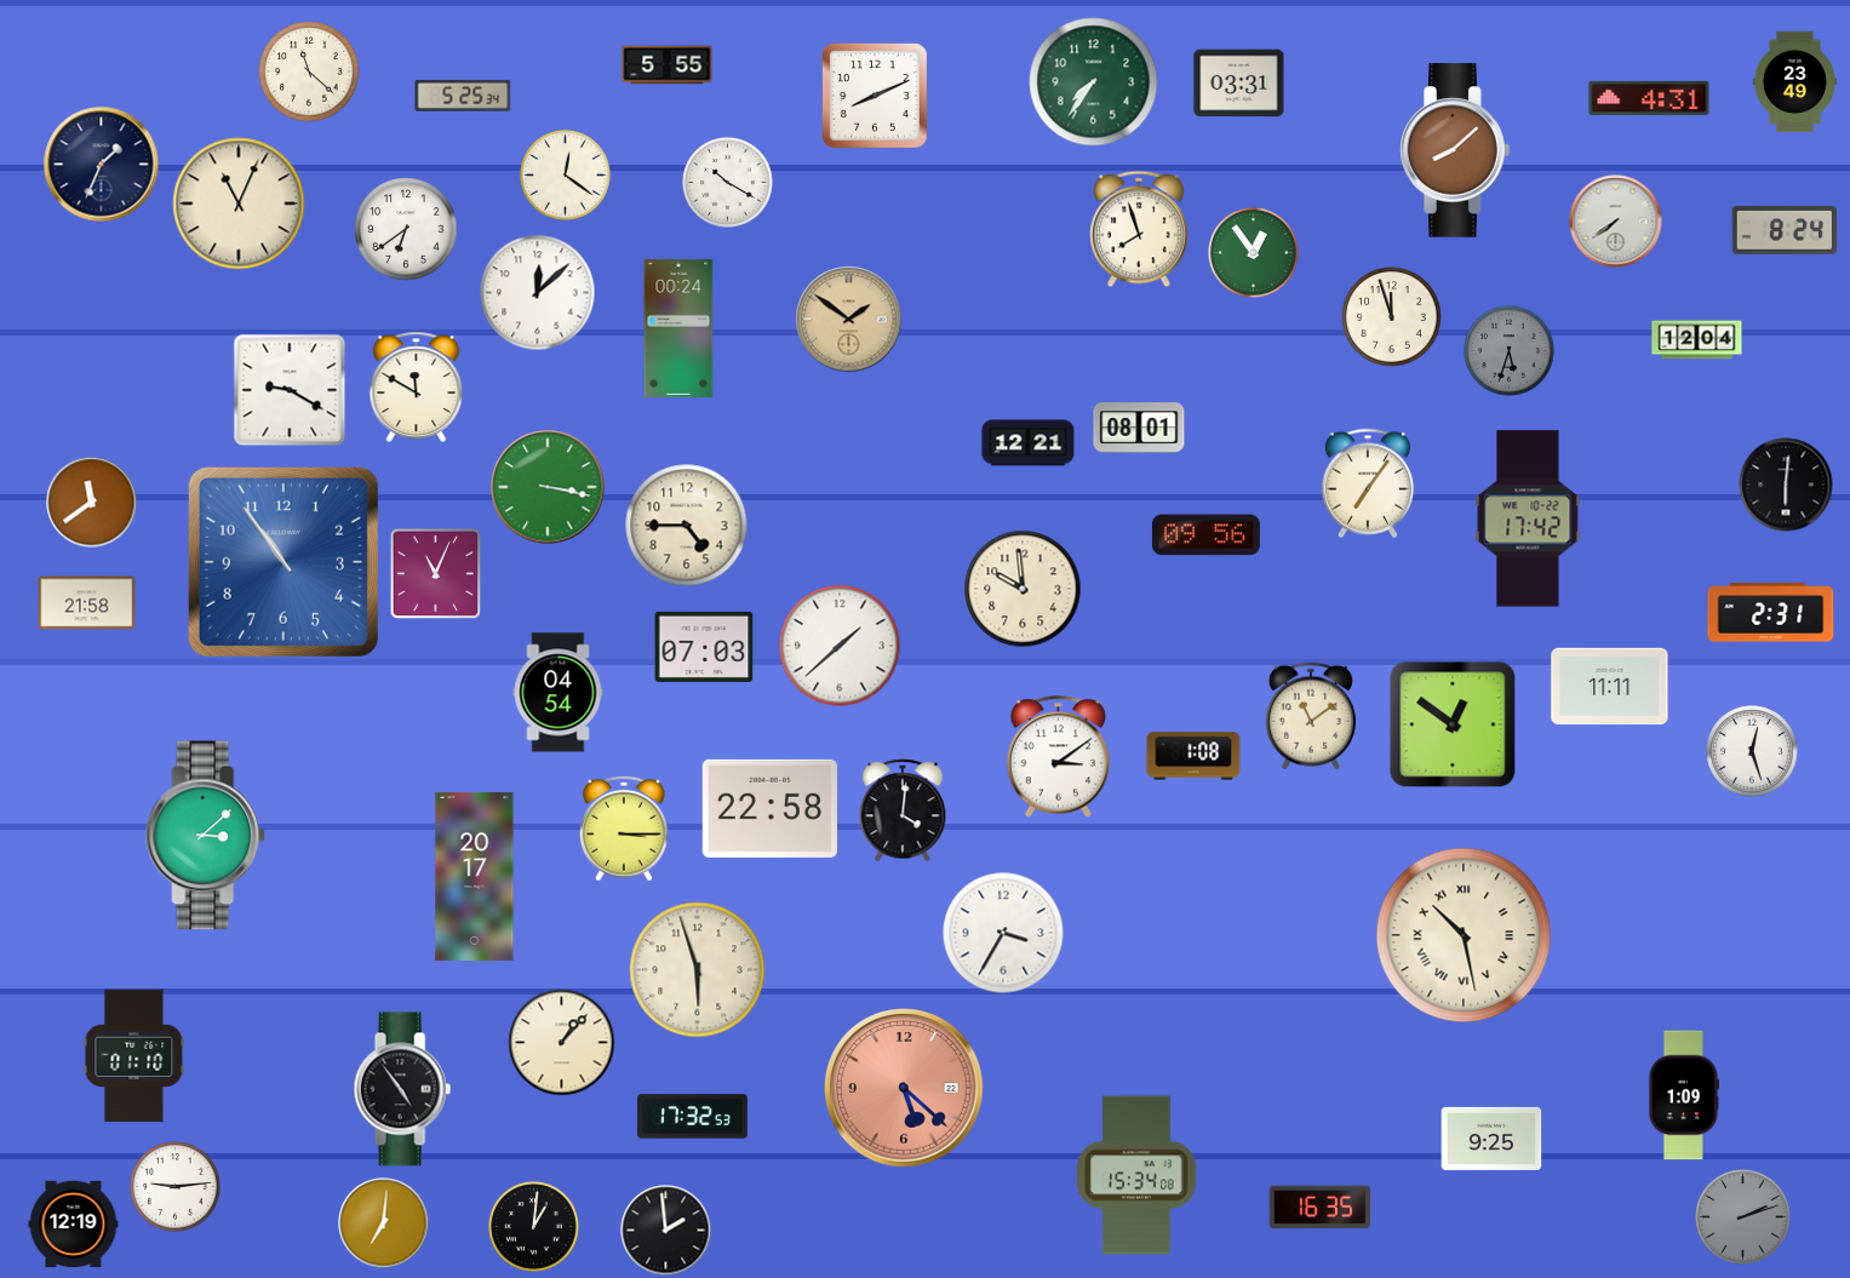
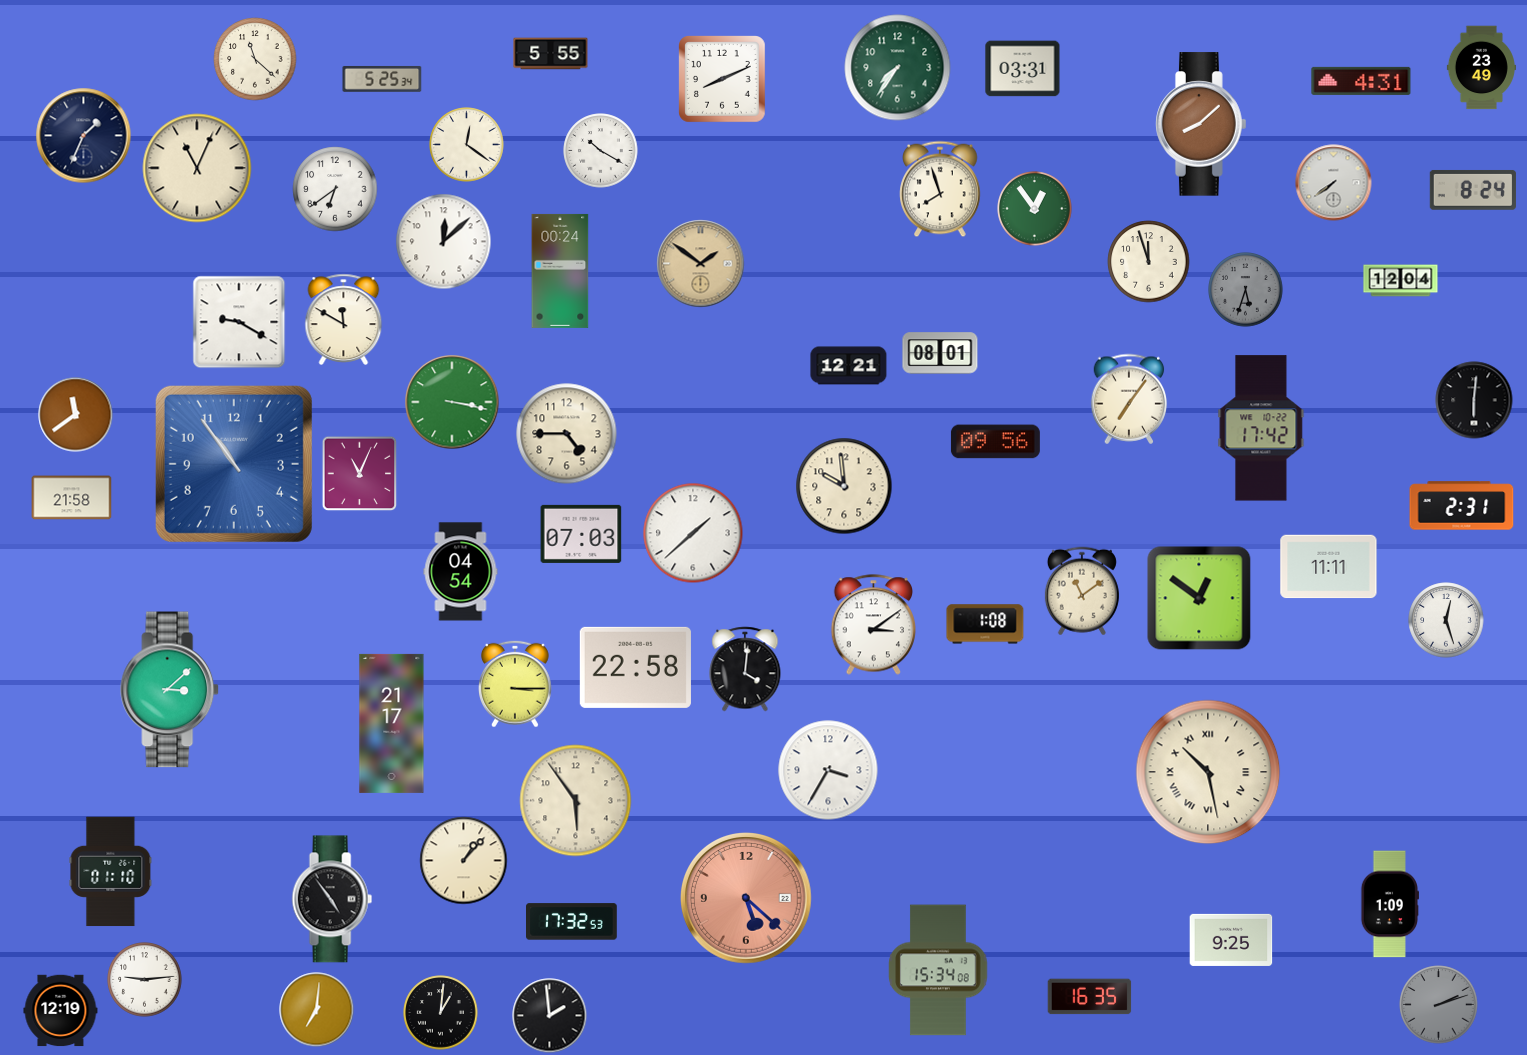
clock at (1094, 82) position: (1094, 82) -> (898, 68)
clock at (475, 876): 20:17 -> 21:17
clock at (698, 970): 5:57 -> 5:54
